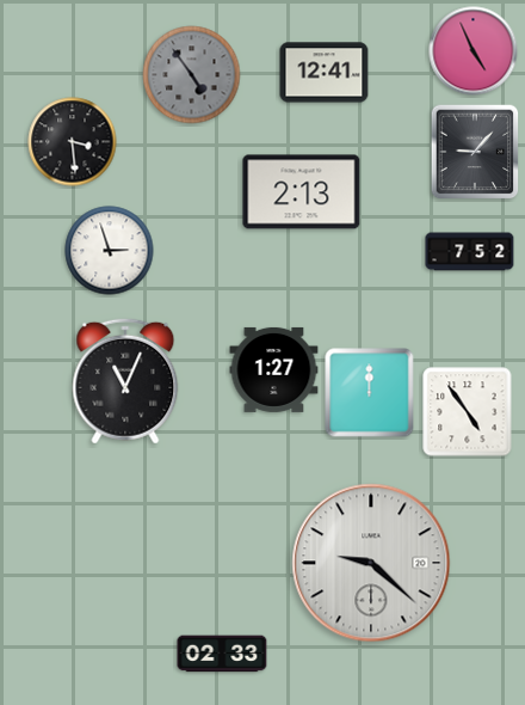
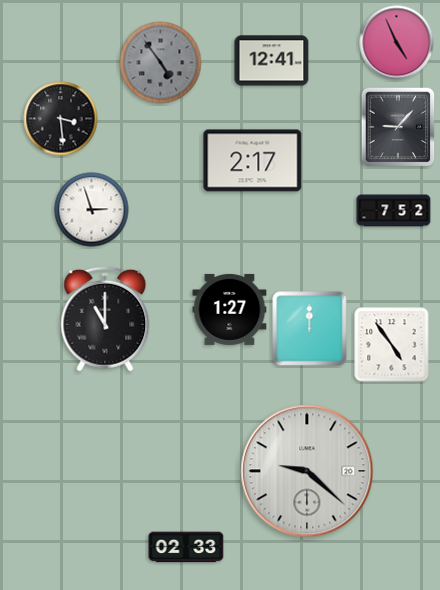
clock at (302, 192): 2:13 -> 2:17
clock at (125, 381): 11:04 -> 11:00
clock at (371, 563) position: (371, 563) -> (307, 471)
